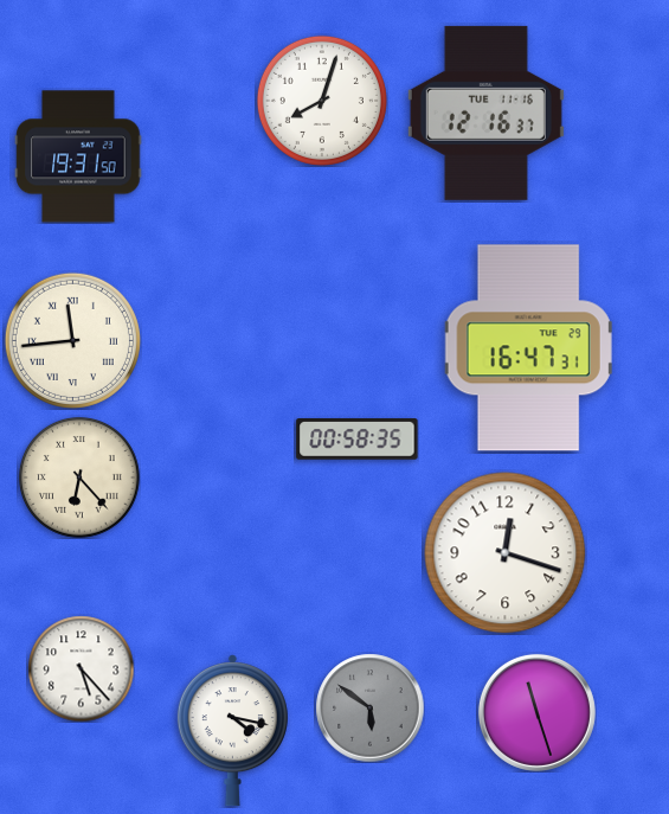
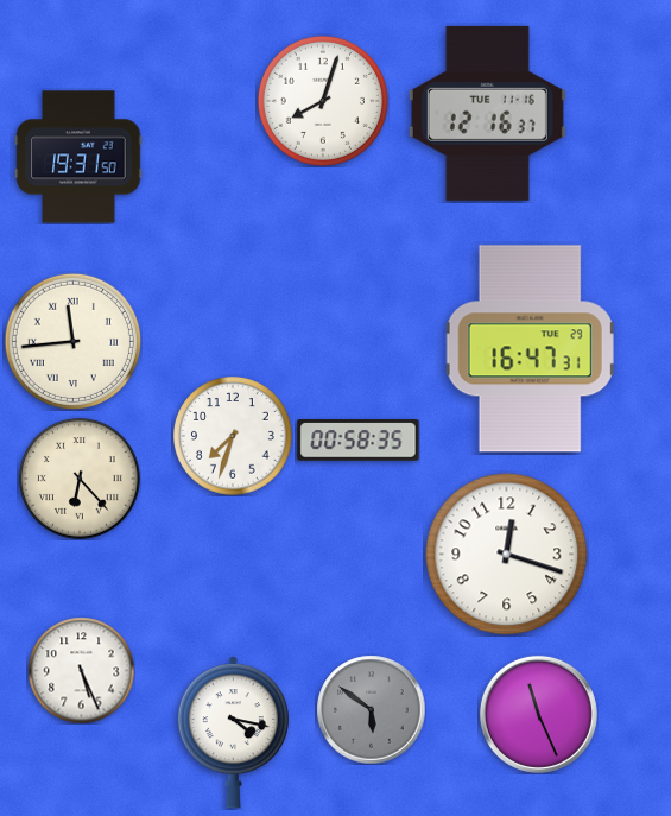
clock at (234, 437): none -> 7:33
clock at (81, 668): 5:23 -> 5:26
clock at (536, 712): 11:27 -> 11:26
